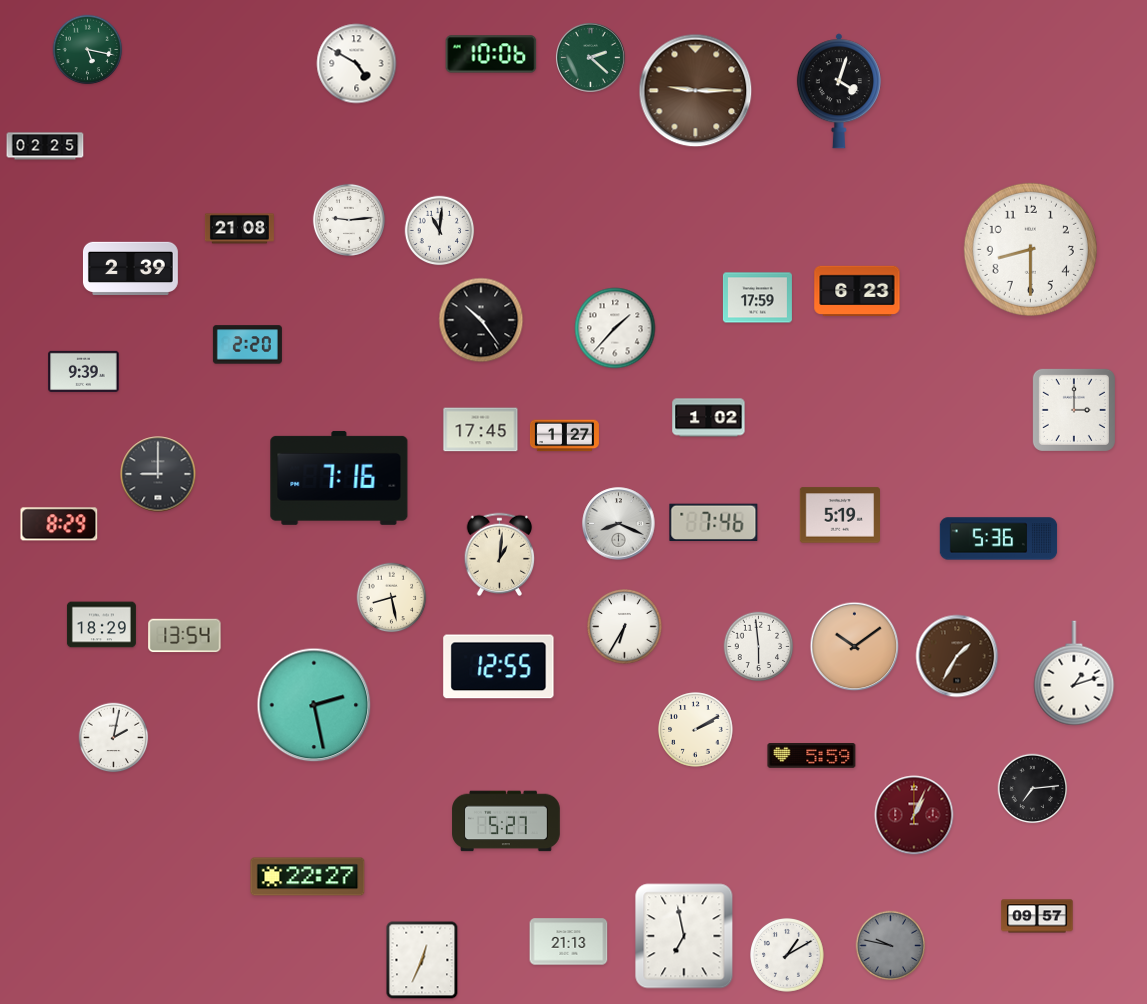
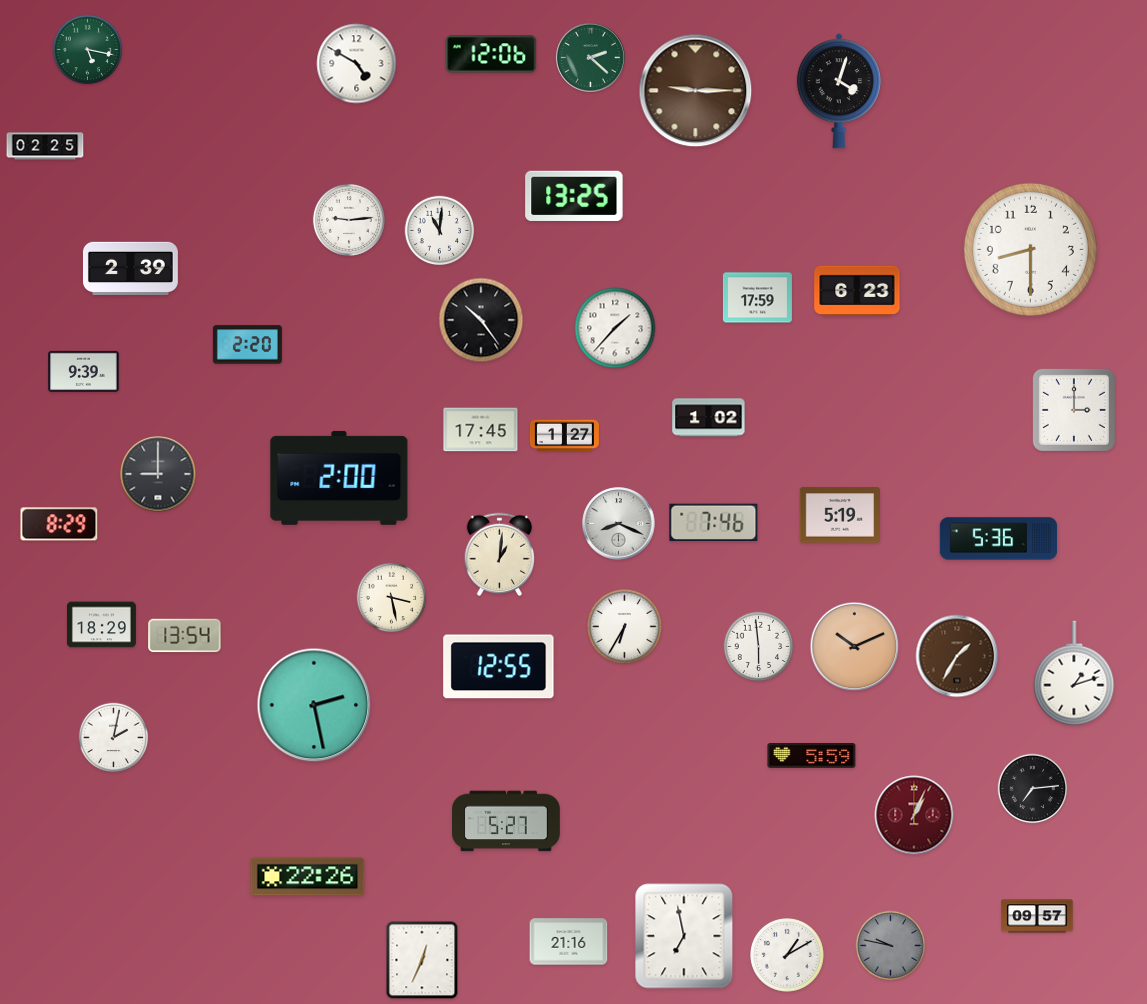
clock at (491, 54): 10:06 -> 12:06
clock at (574, 195): none -> 13:25
clock at (239, 229): 21:08 -> none
clock at (339, 478): 7:16 -> 2:00
clock at (392, 598): 8:28 -> 3:28
clock at (855, 647): 10:09 -> 10:11
clock at (696, 730): 2:10 -> none
clock at (308, 877): 22:27 -> 22:26
clock at (569, 942): 21:13 -> 21:16
